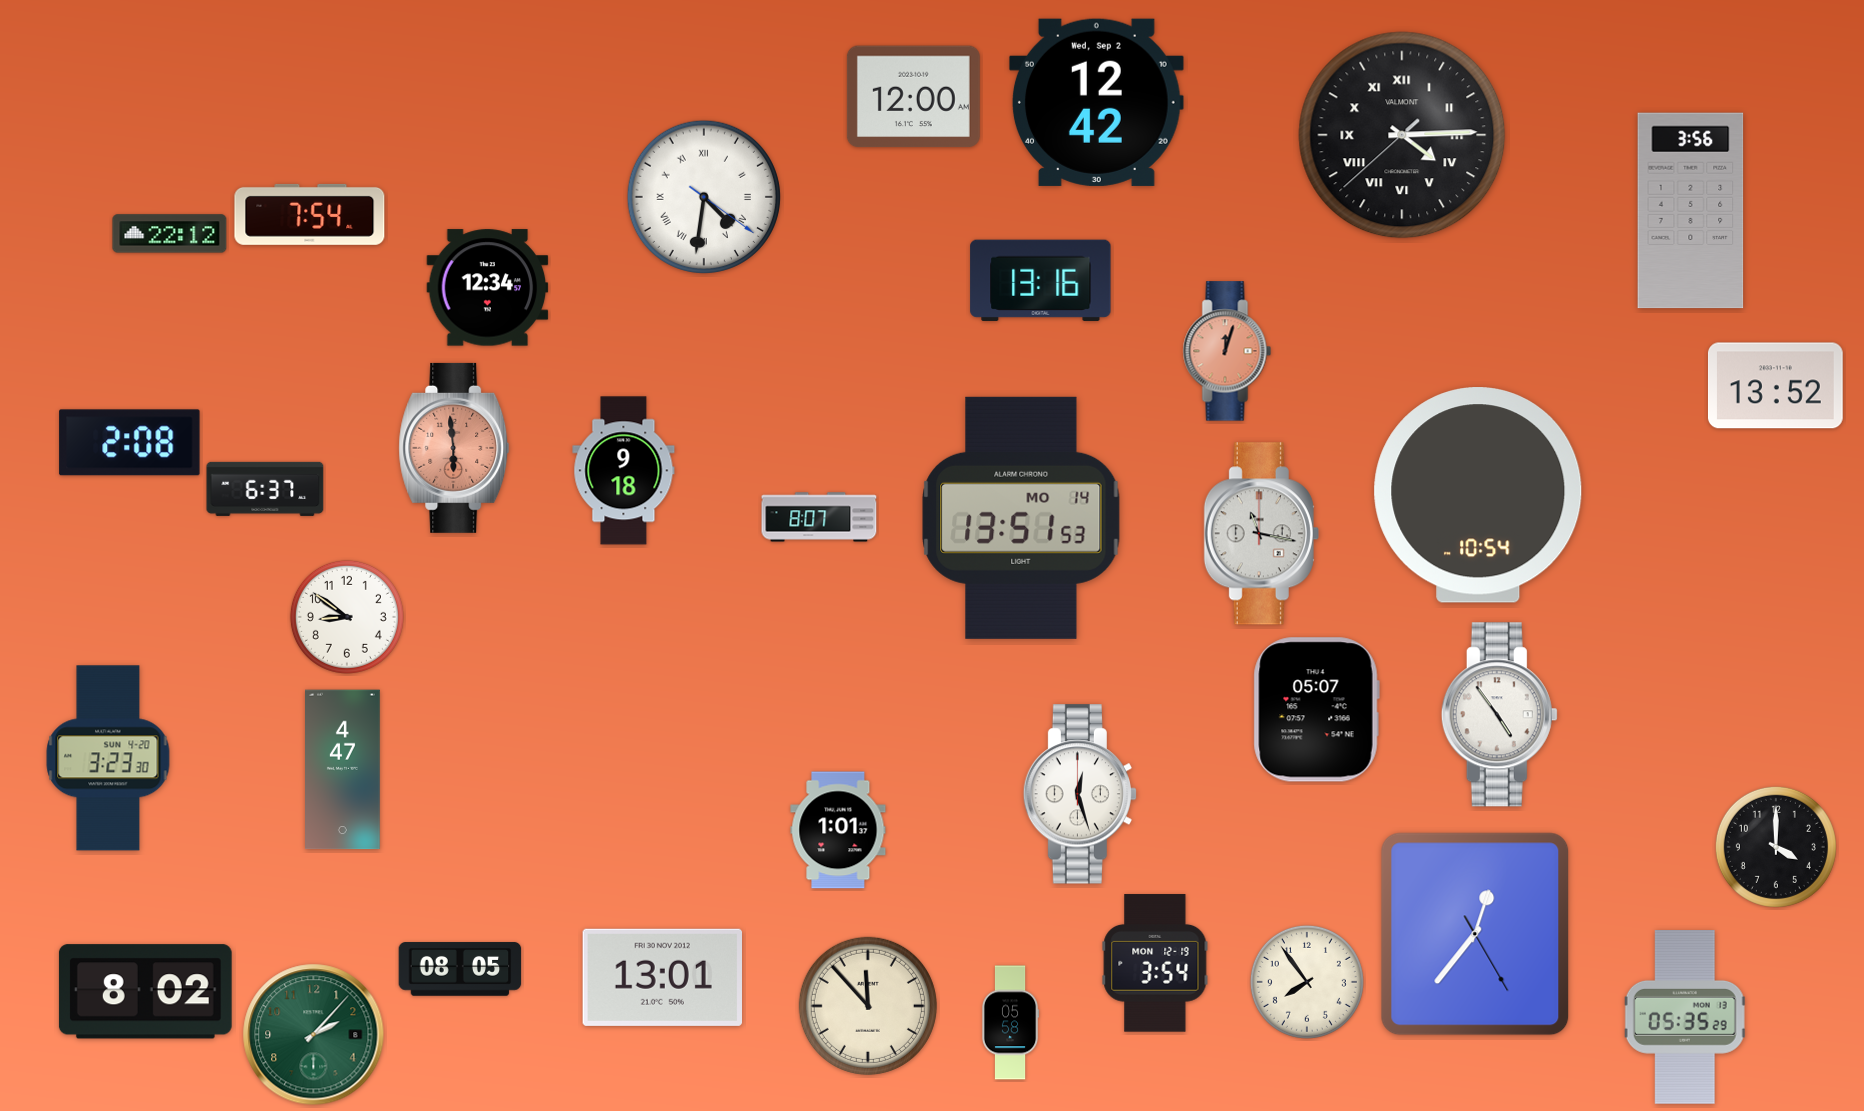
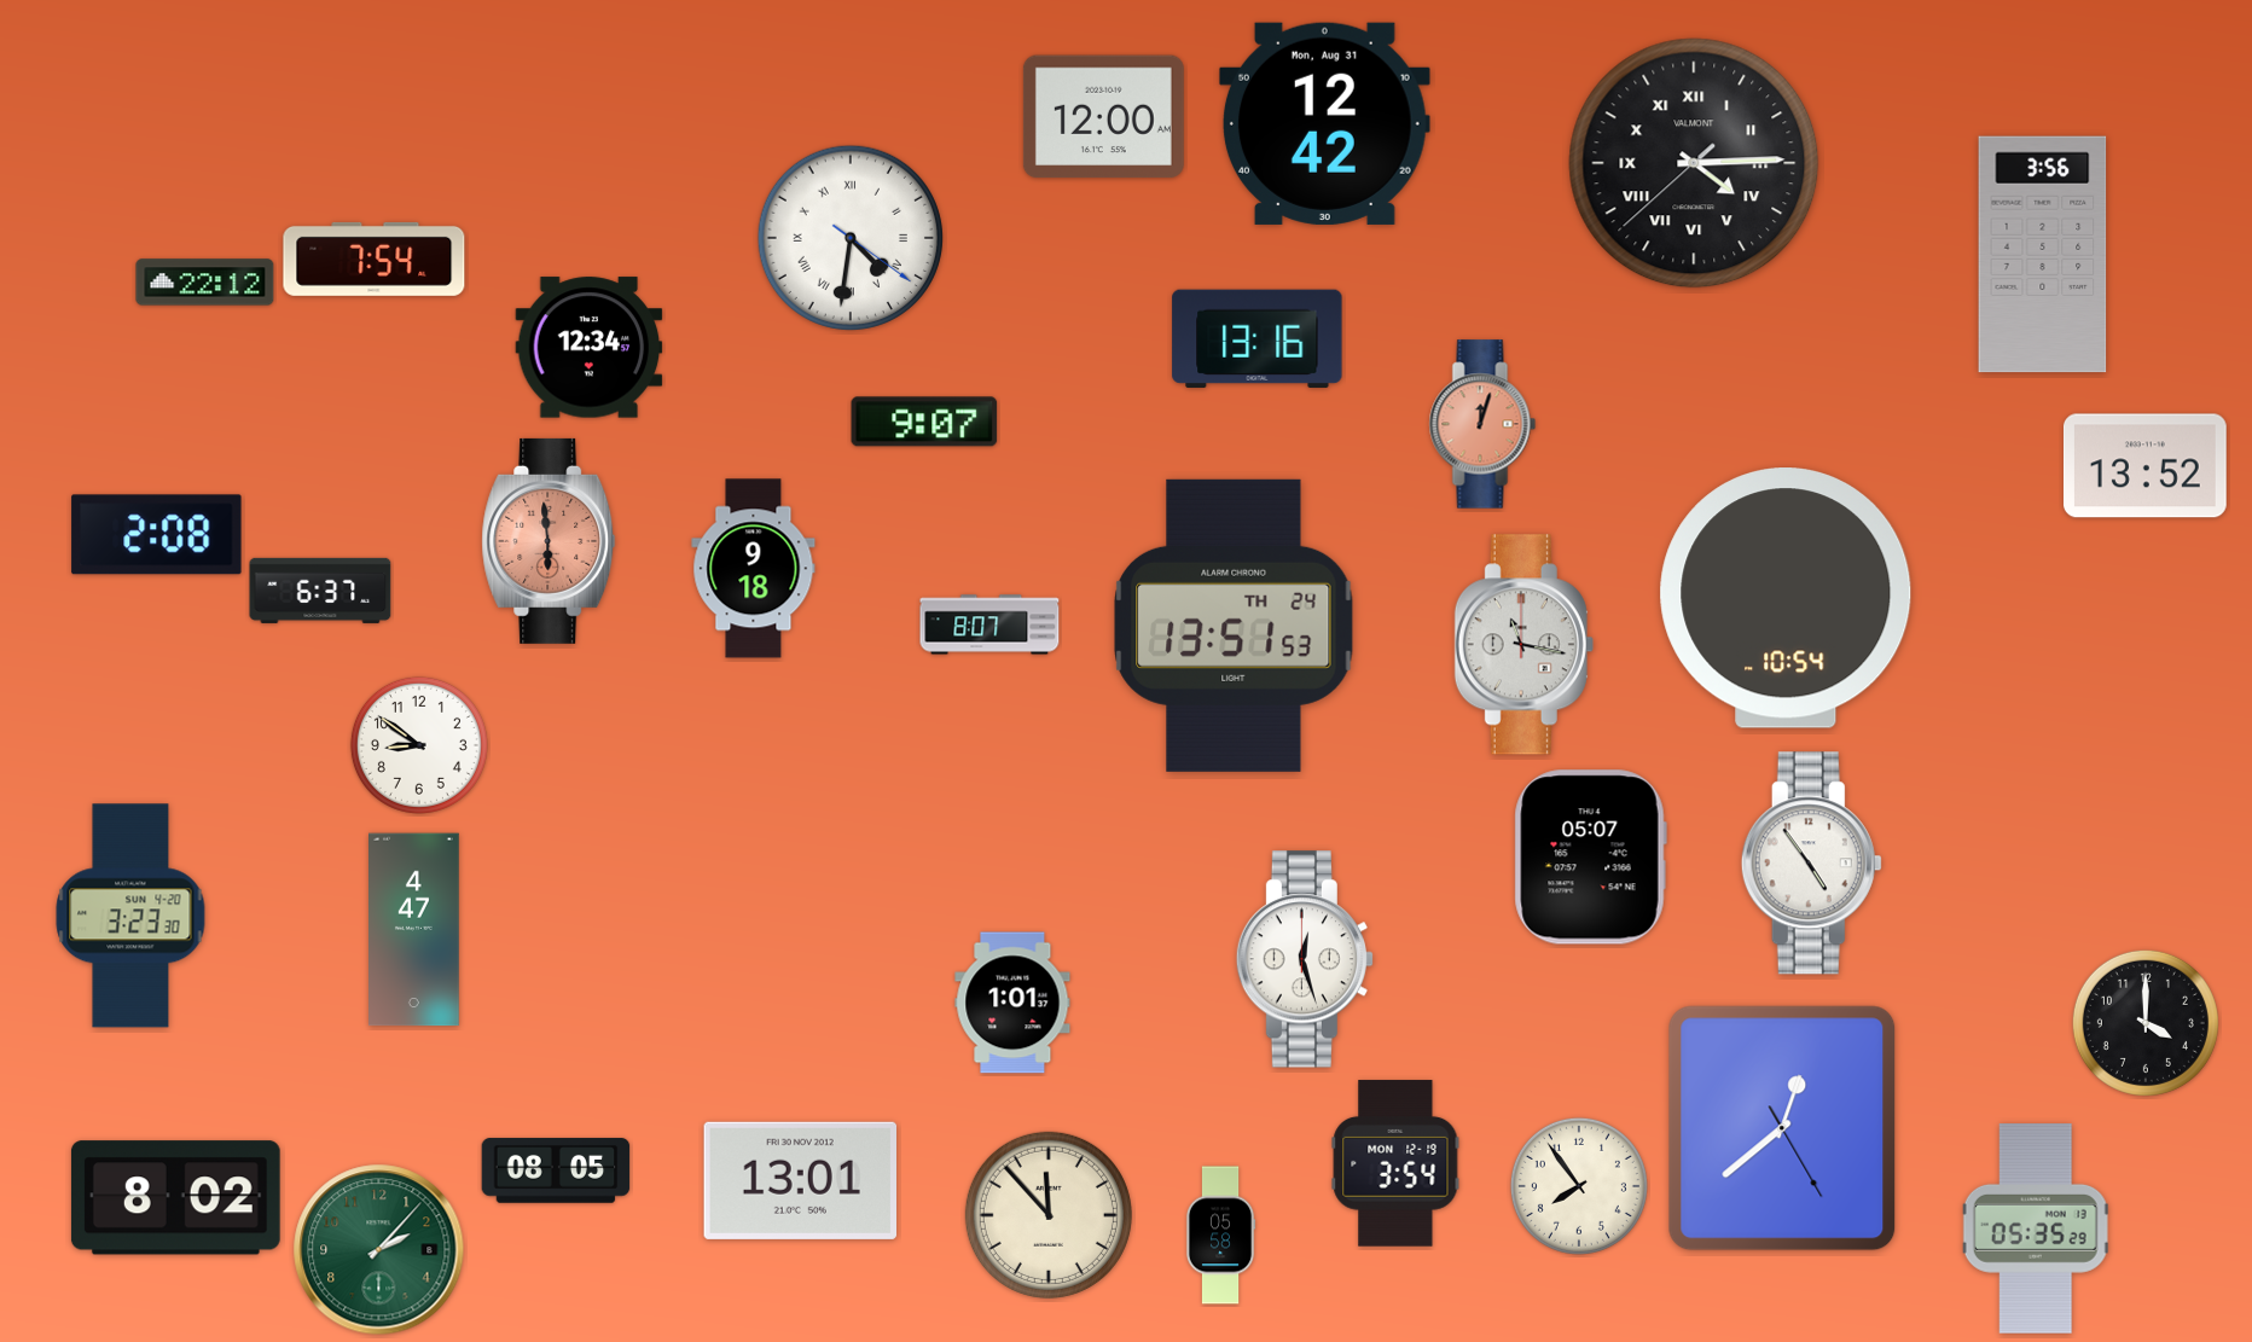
clock at (1096, 102) date: Wed, Sep 2 -> Mon, Aug 31
clock at (924, 422): none -> 9:07
clock at (1021, 518) date: MO 14 -> TH 24
clock at (1475, 934): 12:36 -> 12:38
